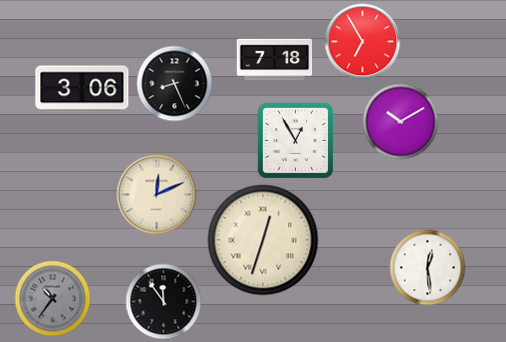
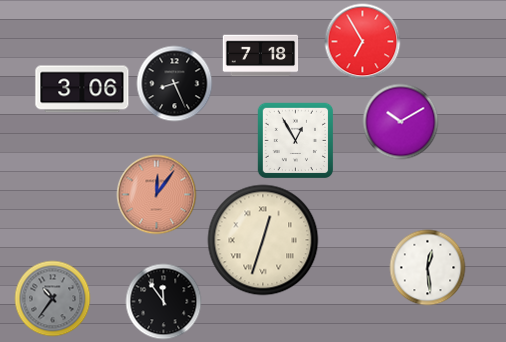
clock at (275, 60) position: (275, 60) -> (261, 56)
clock at (157, 195): 12:11 -> 12:06
clock at (157, 195) dial: cream -> salmon
